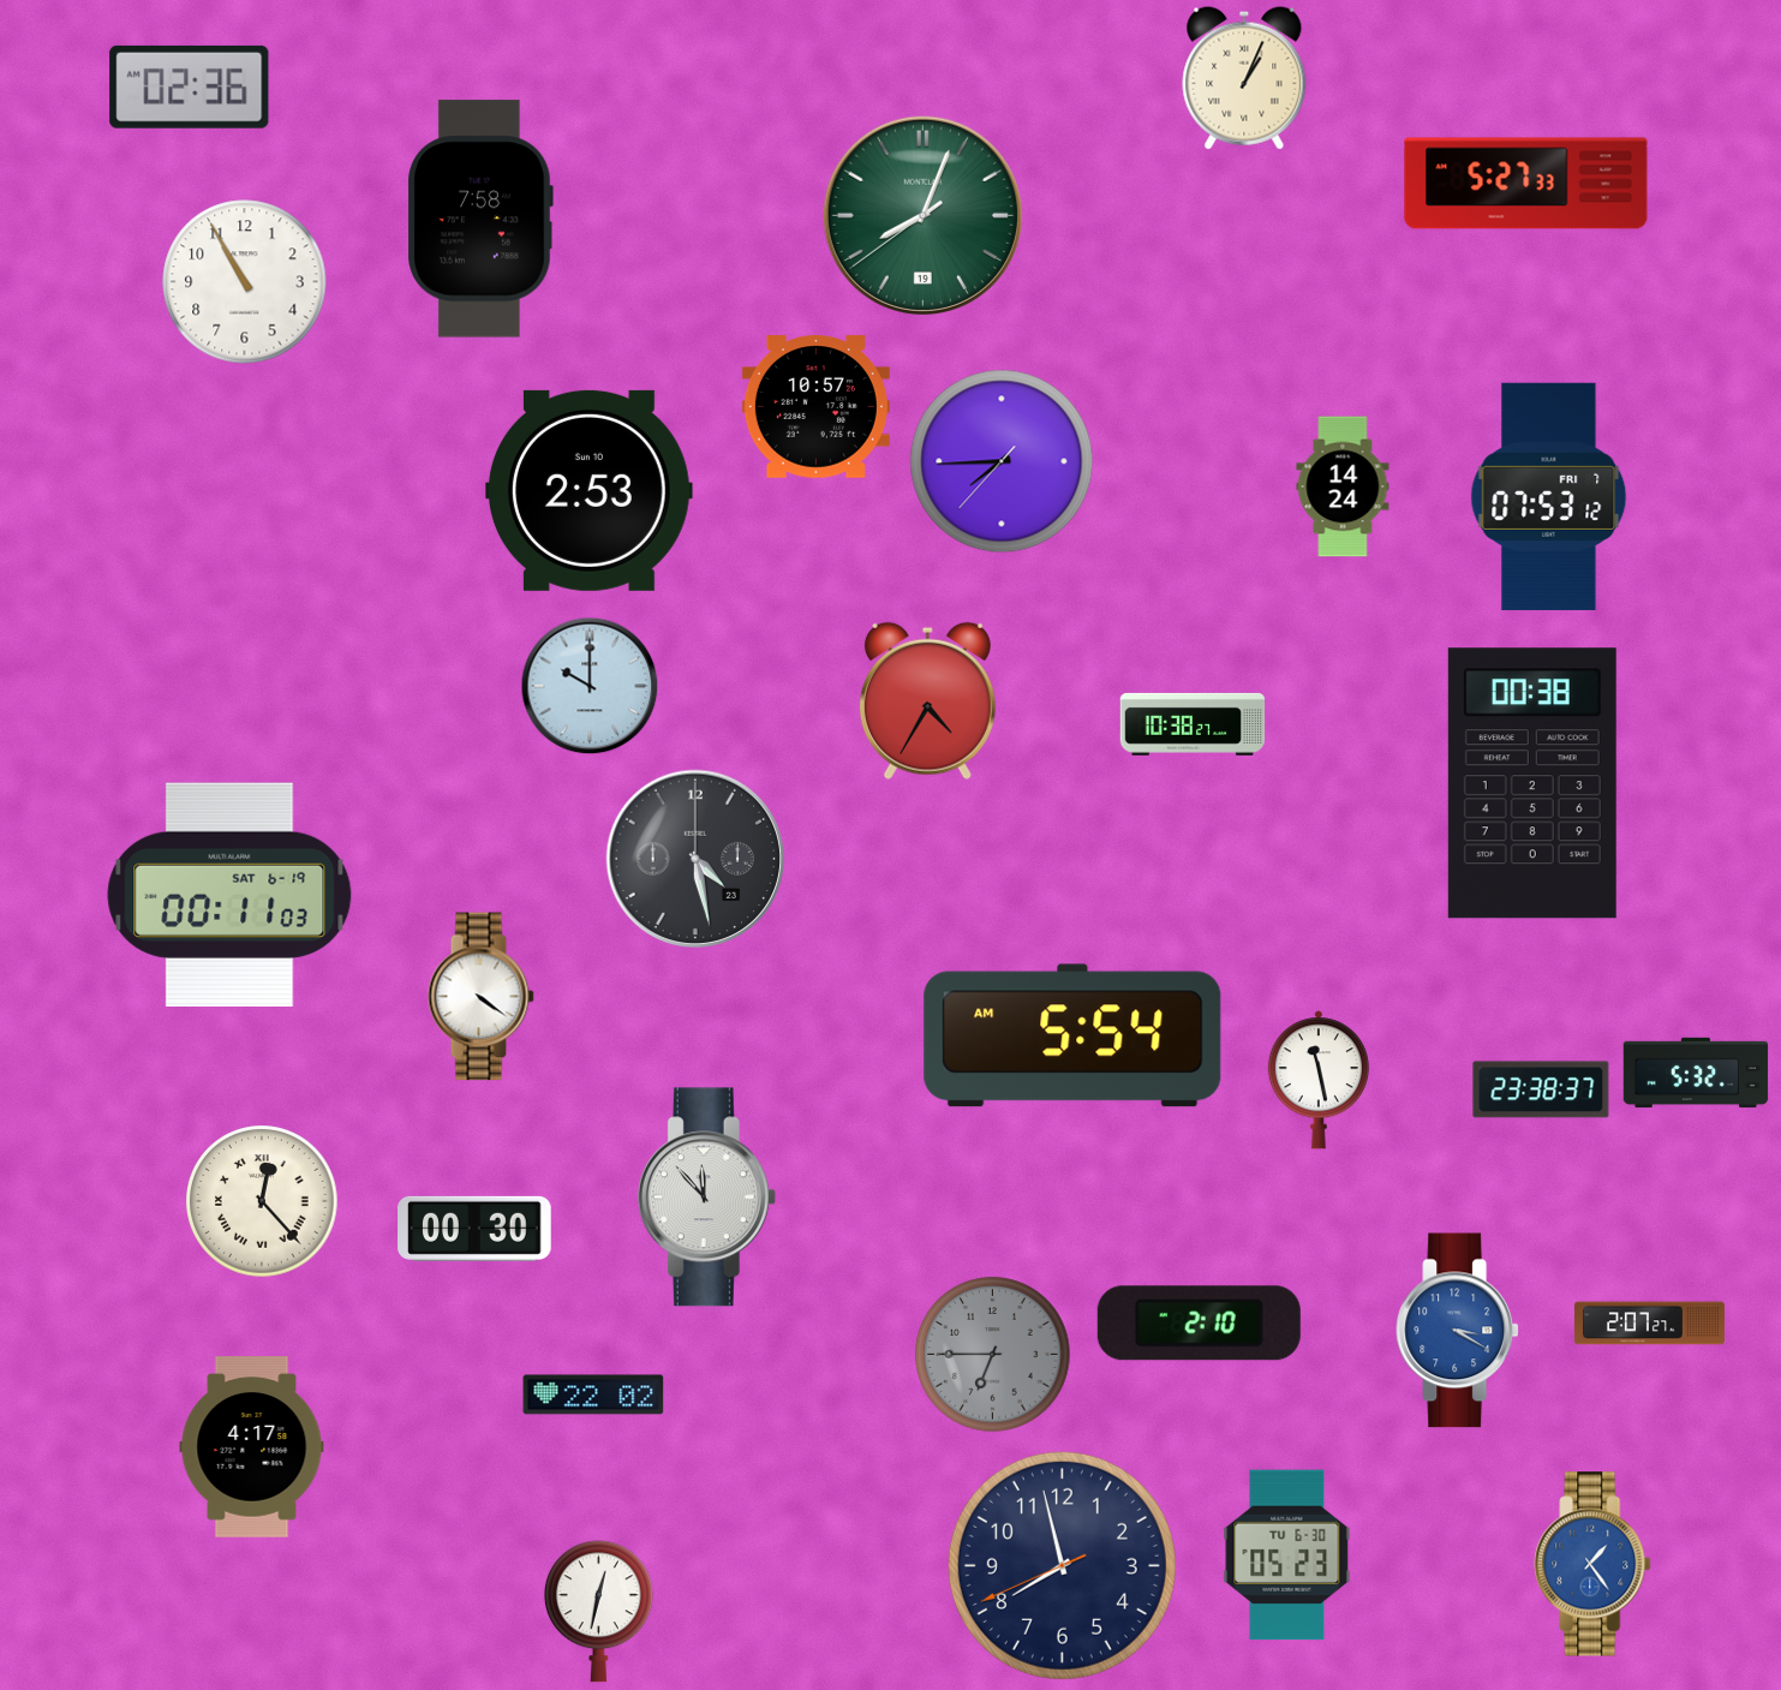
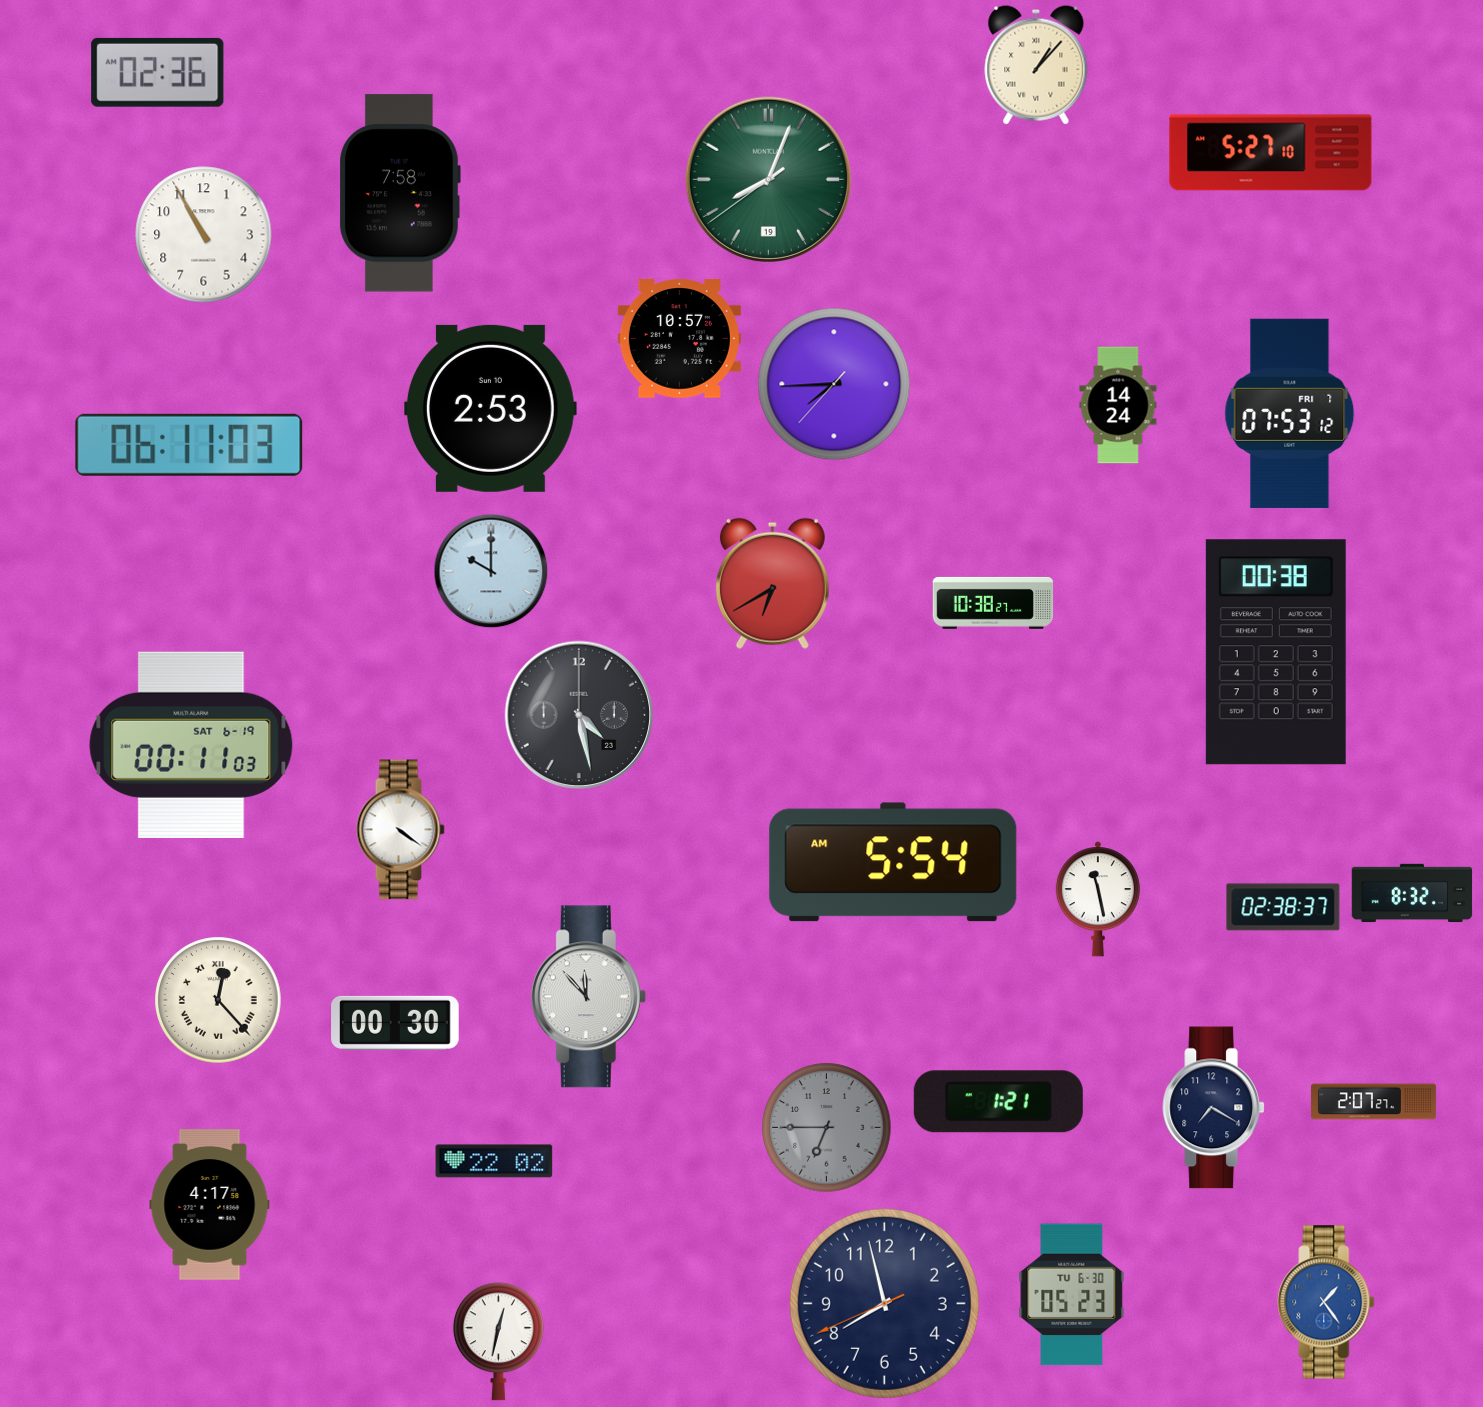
clock at (1244, 78): 1:04 -> 1:07
clock at (1526, 184): 5:27:33 -> 5:27:10
clock at (480, 219) position: (480, 219) -> (400, 193)
clock at (189, 445): none -> 06:11
clock at (927, 700): 4:35 -> 6:40
clock at (1696, 1073): 5:32 -> 8:32
clock at (1541, 1089): 23:38 -> 02:38
clock at (1199, 1324): 2:10 -> 1:21
clock at (1457, 1331): 3:20 -> 7:20
clock at (1457, 1331) dial: blue -> navy
